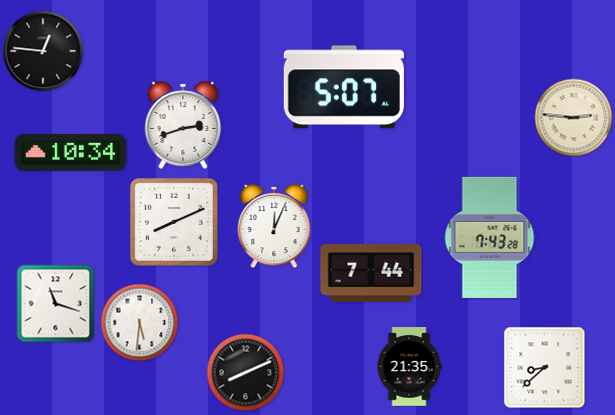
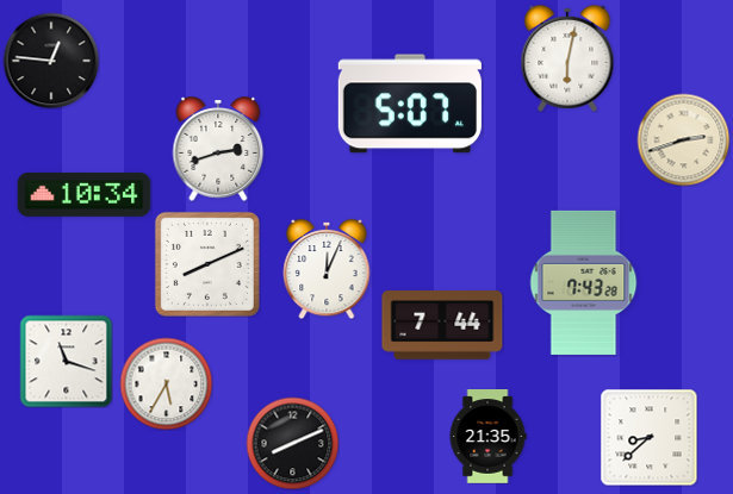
clock at (567, 58): none -> 6:02
clock at (573, 117): 2:46 -> 2:42
clock at (71, 152) position: (71, 152) -> (85, 194)
clock at (139, 322): 5:31 -> 5:35
